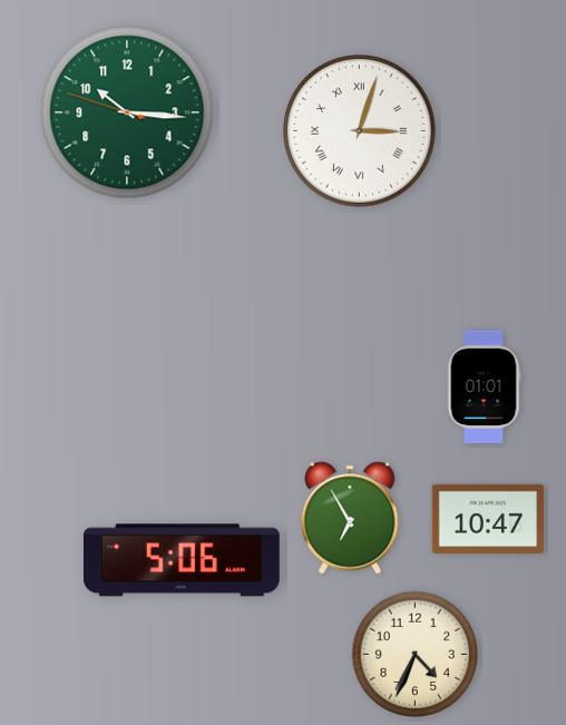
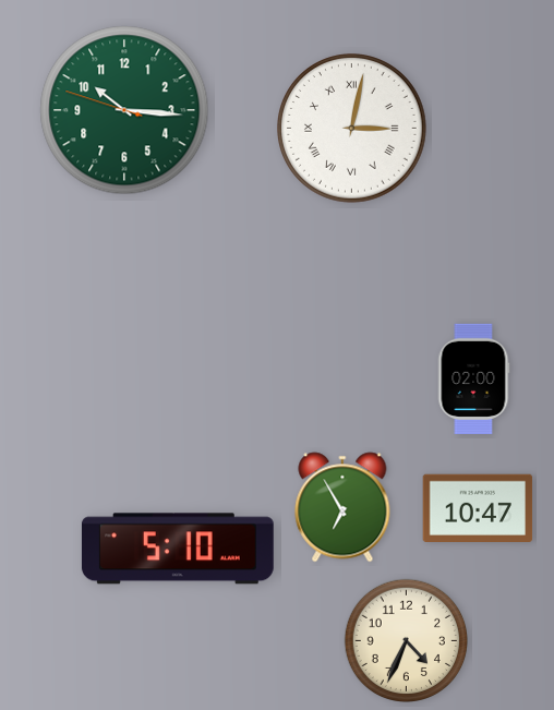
clock at (360, 131): 3:03 -> 3:02
clock at (484, 388): 01:01 -> 02:00
clock at (182, 560): 5:06 -> 5:10
